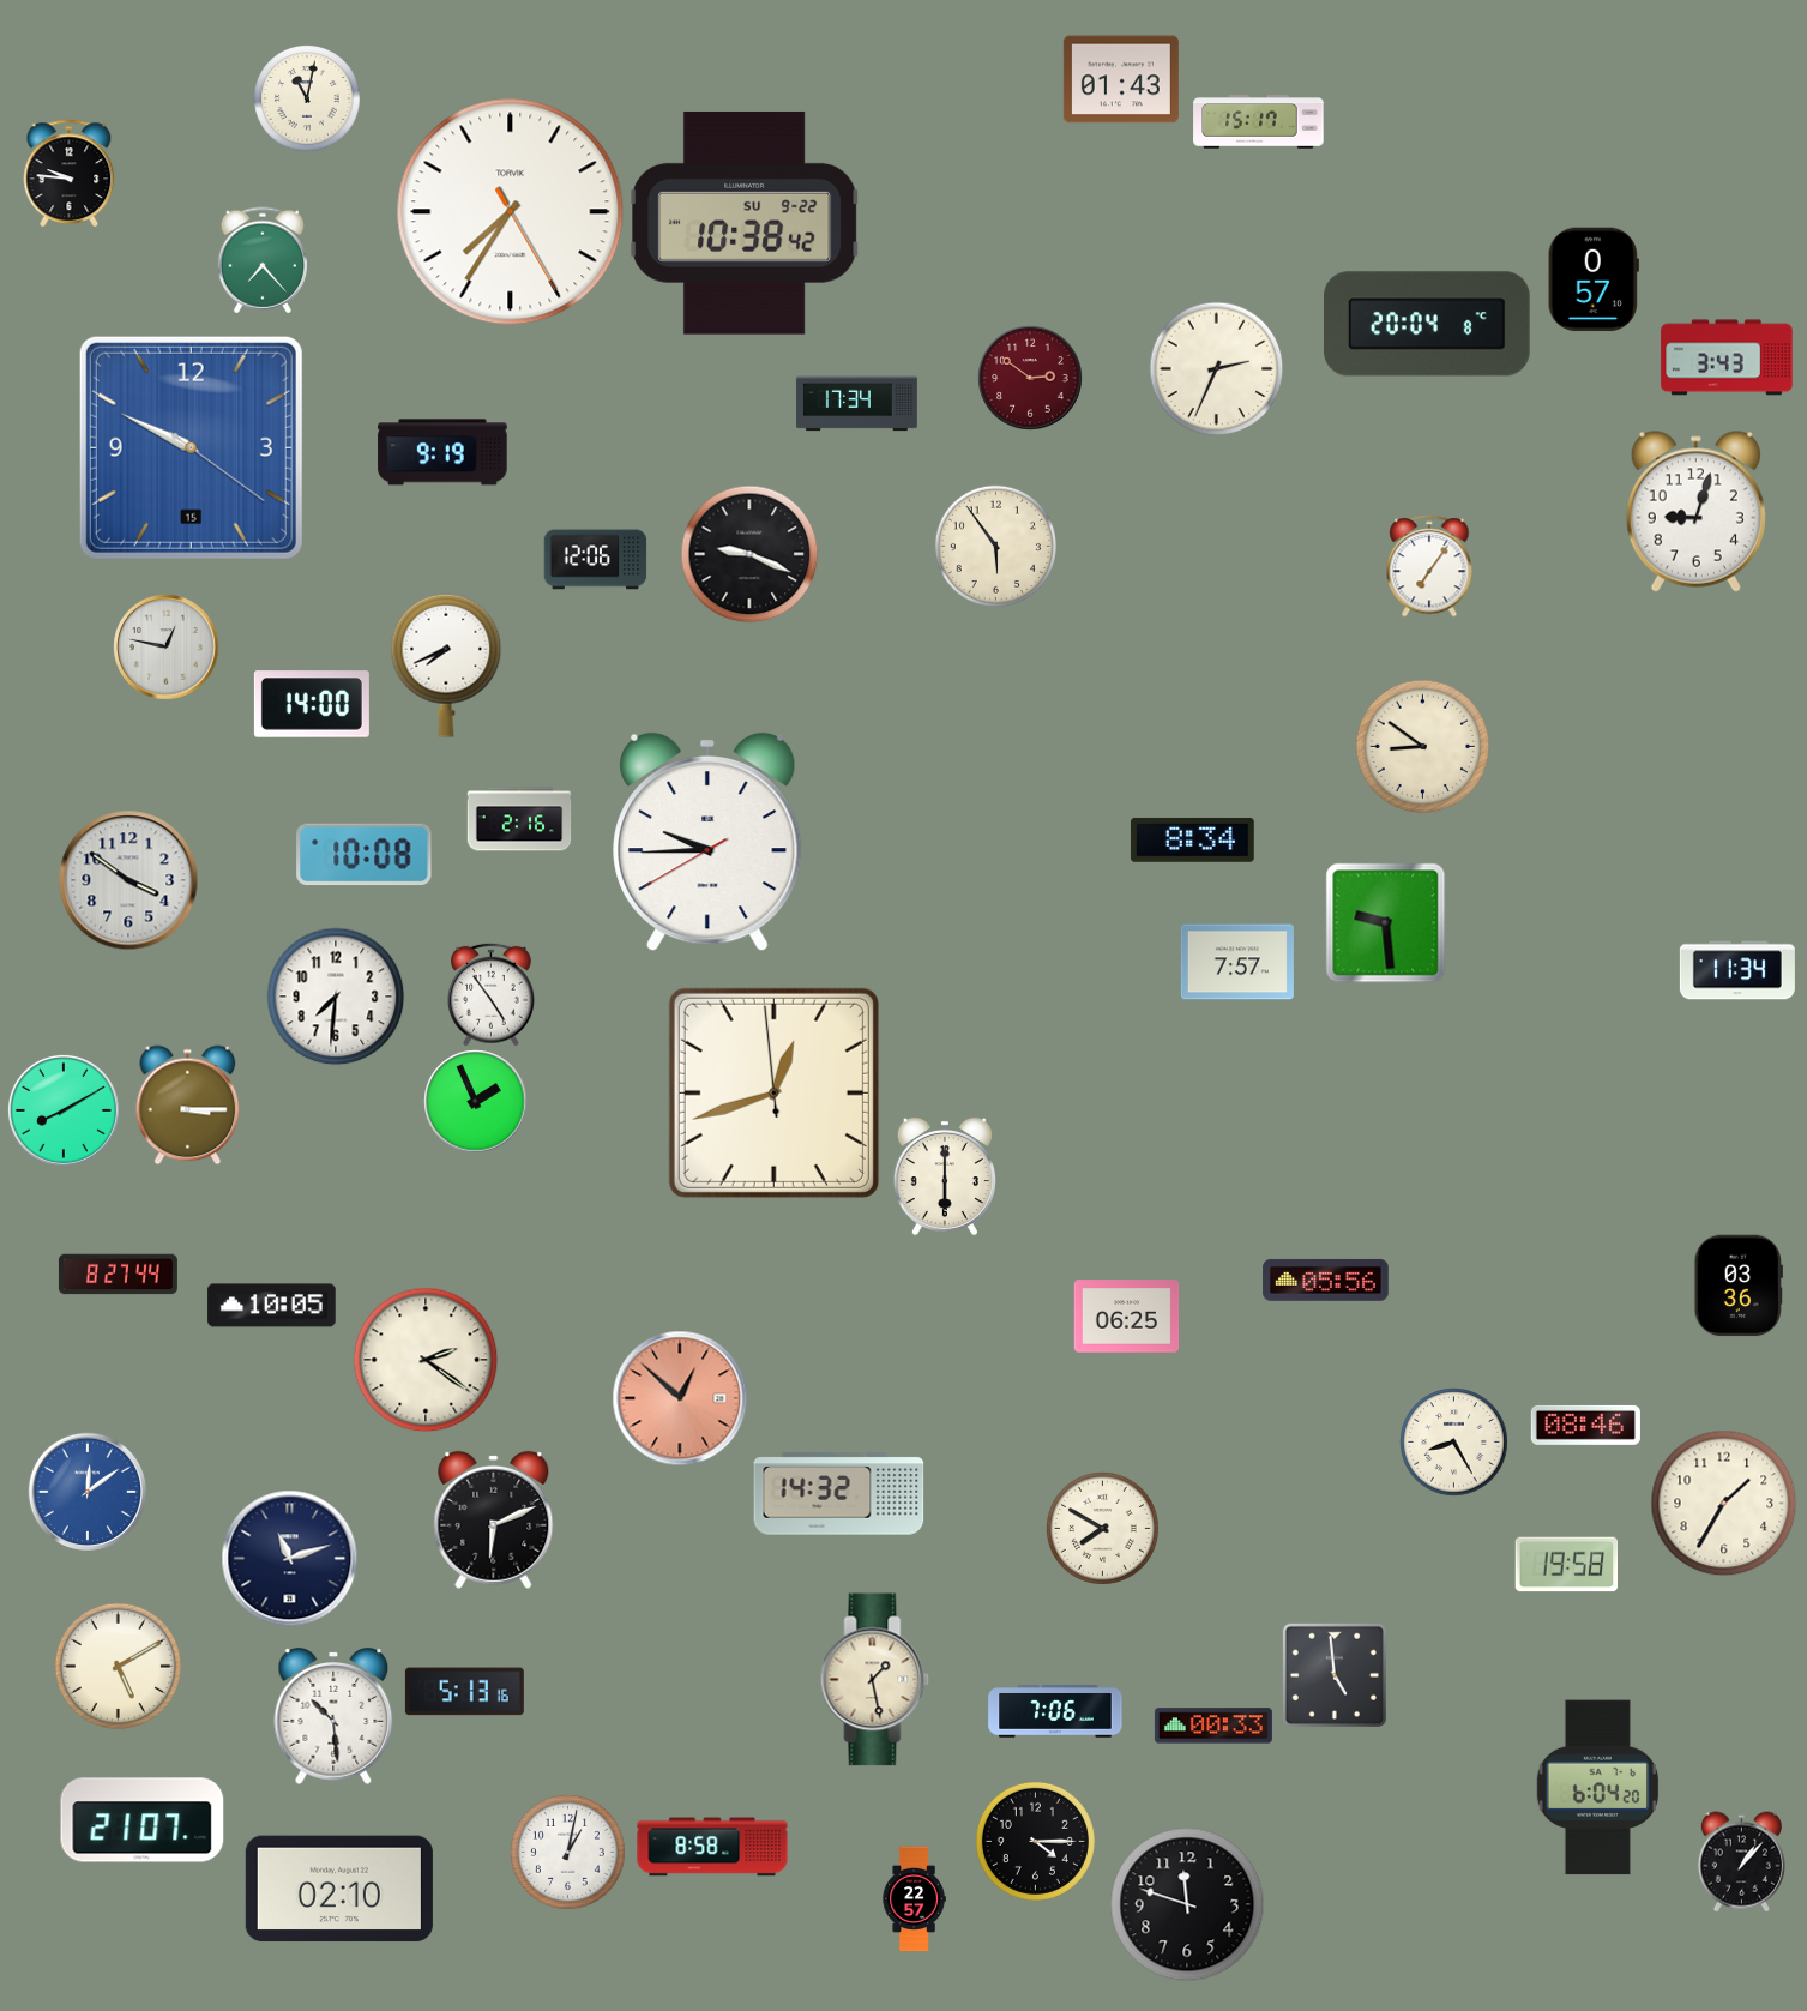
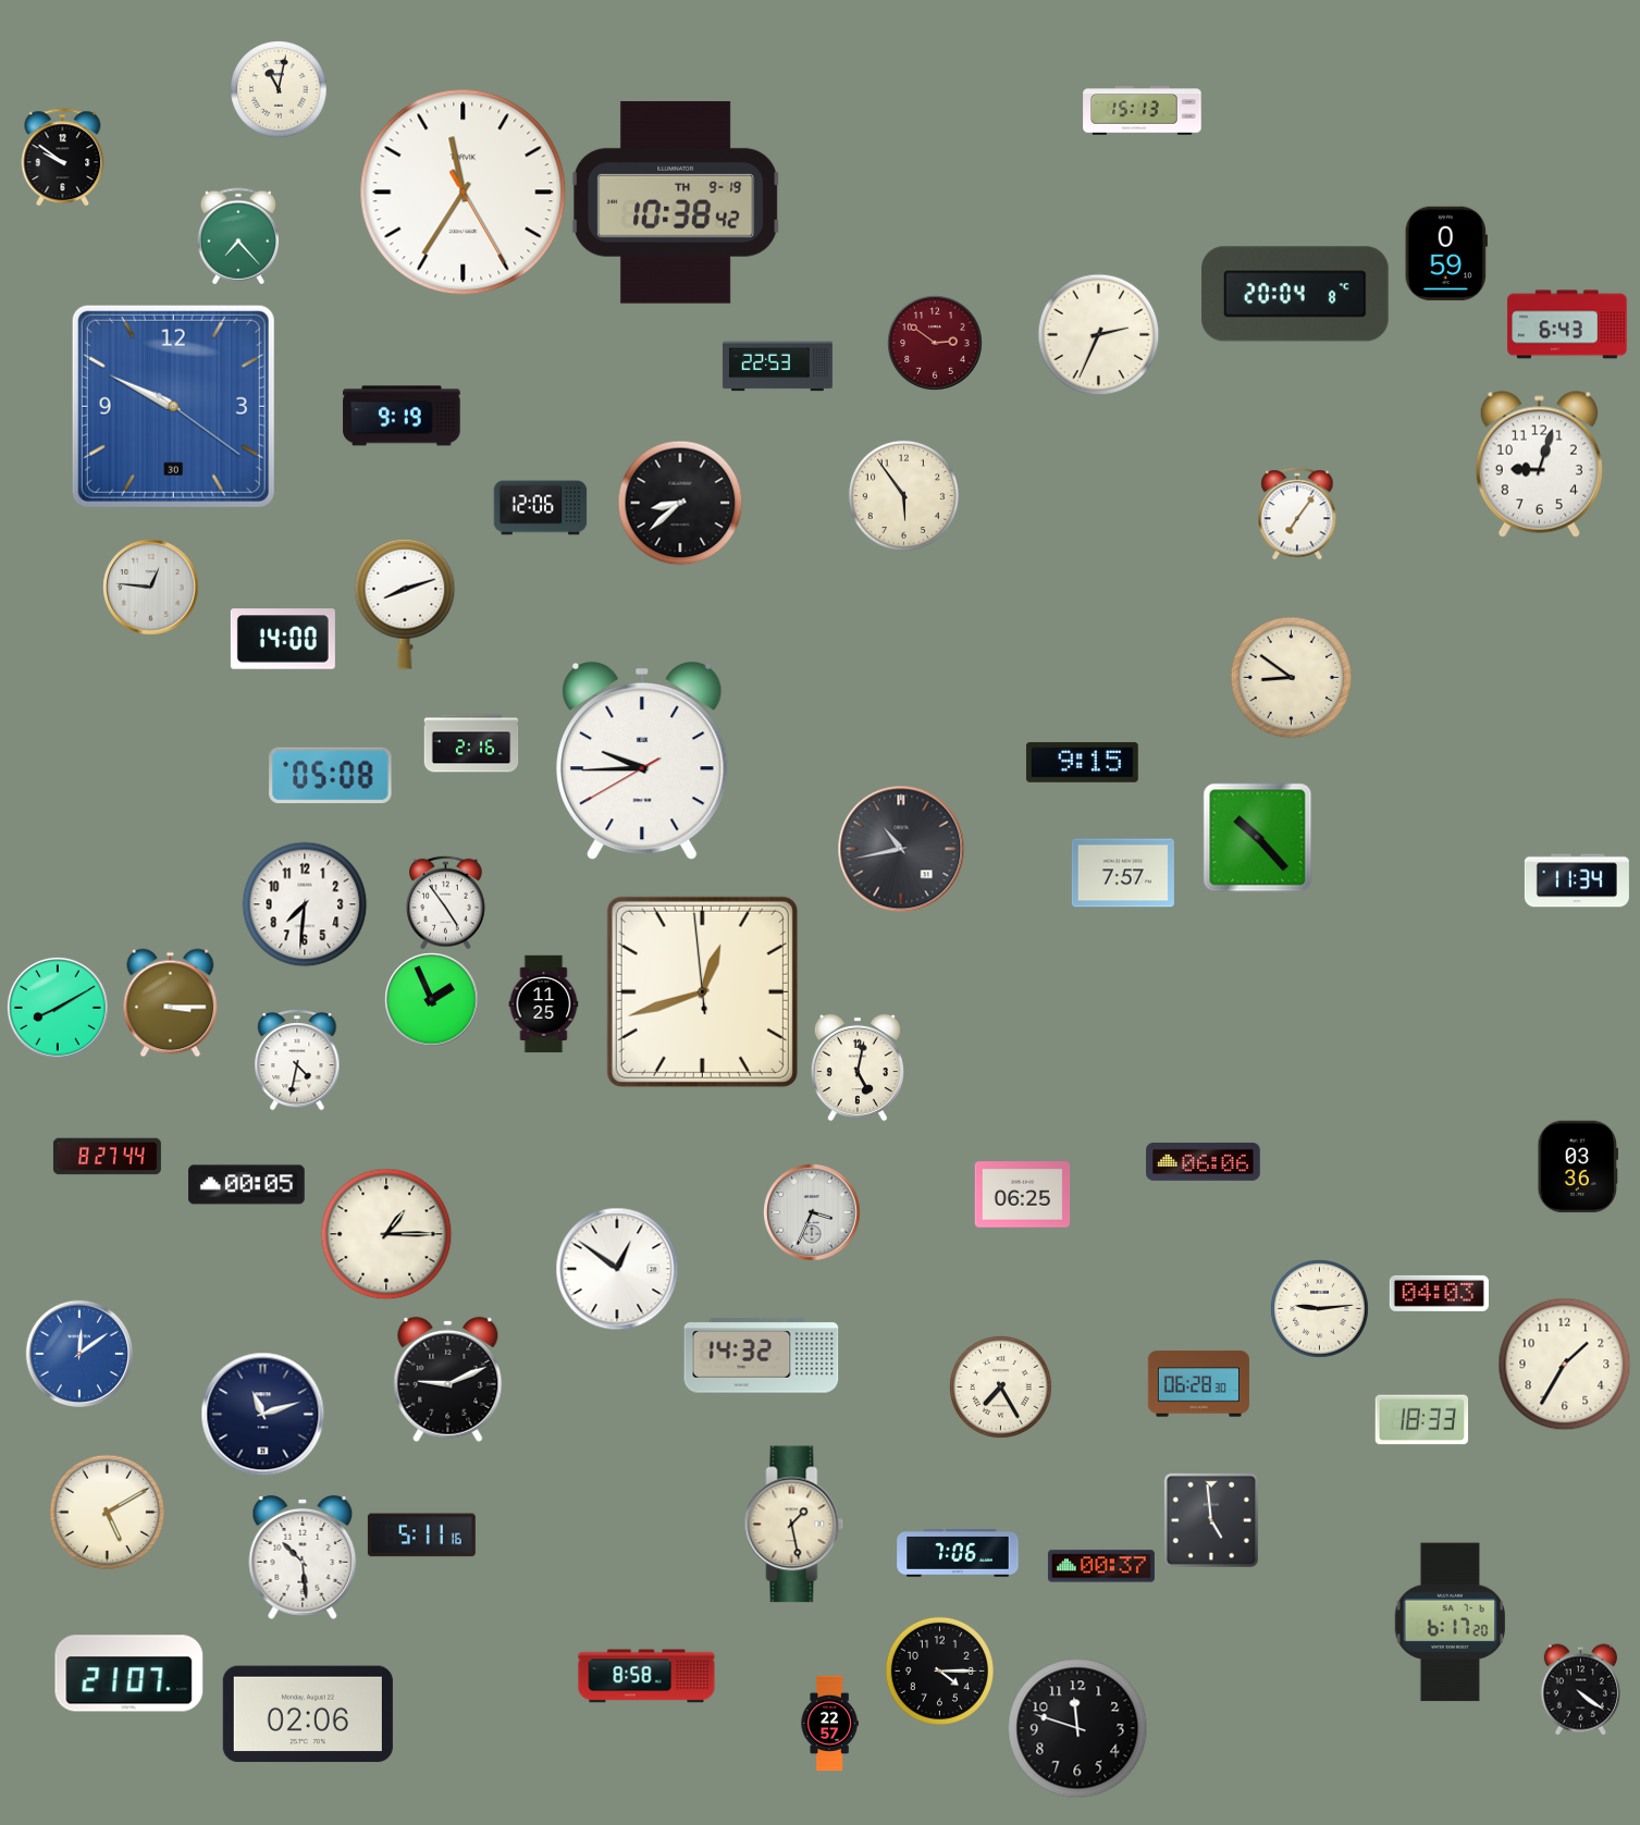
clock at (1121, 79): 01:43 -> none
clock at (1259, 122): 15:17 -> 15:13
clock at (70, 173): 9:46 -> 9:51
clock at (511, 212): 7:35 -> 11:35
clock at (746, 223) date: SU 9-22 -> TH 9-19
clock at (1594, 279): 0:57 -> 0:59
clock at (1727, 357): 3:43 -> 6:43
clock at (1216, 368) position: (1216, 368) -> (1098, 334)
clock at (857, 404): 17:34 -> 22:53
clock at (191, 447) date: 15 -> 30
clock at (442, 452) position: (442, 452) -> (402, 416)
clock at (749, 554): 9:19 -> 8:38
clock at (165, 646): 12:47 -> 12:46
clock at (446, 666): 7:41 -> 8:12
clock at (1192, 839): 8:34 -> 9:15
clock at (707, 842) position: (707, 842) -> (642, 761)
clock at (365, 855): 10:08 -> 05:08
clock at (128, 880): 3:51 -> none
clock at (1385, 922): 9:29 -> 10:23
clock at (901, 849): none -> 10:43
clock at (544, 1003): none -> 11:25
clock at (297, 1060): none -> 4:32
clock at (945, 1176): 6:00 -> 5:02
clock at (1326, 1280): 05:56 -> 06:06
clock at (272, 1306): 10:05 -> 00:05
clock at (812, 1212): none -> 3:34
clock at (426, 1360): 2:21 -> 1:15
clock at (680, 1398): 12:52 -> 12:51
clock at (680, 1398) dial: salmon -> white
clock at (1585, 1425): 08:46 -> 04:03
clock at (1453, 1441): 8:25 -> 9:14
clock at (494, 1519): 6:11 -> 9:11
clock at (1198, 1384): none -> 06:28
clock at (1102, 1528): 7:50 -> 7:25
clock at (1566, 1565): 19:58 -> 18:33
clock at (464, 1692): 5:13 -> 5:11
clock at (1213, 1726): 00:33 -> 00:37
clock at (1597, 1788): 6:04 -> 6:17
clock at (143, 1820) position: (143, 1820) -> (130, 1674)
clock at (567, 1852): 1:02 -> none
clock at (1741, 1861): 1:07 -> 4:21
clock at (339, 1889): 02:10 -> 02:06
